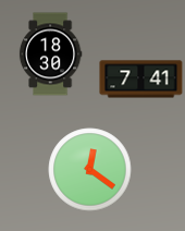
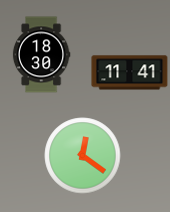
clock at (50, 54) position: (50, 54) -> (41, 55)
clock at (141, 80): 7:41 -> 11:41
